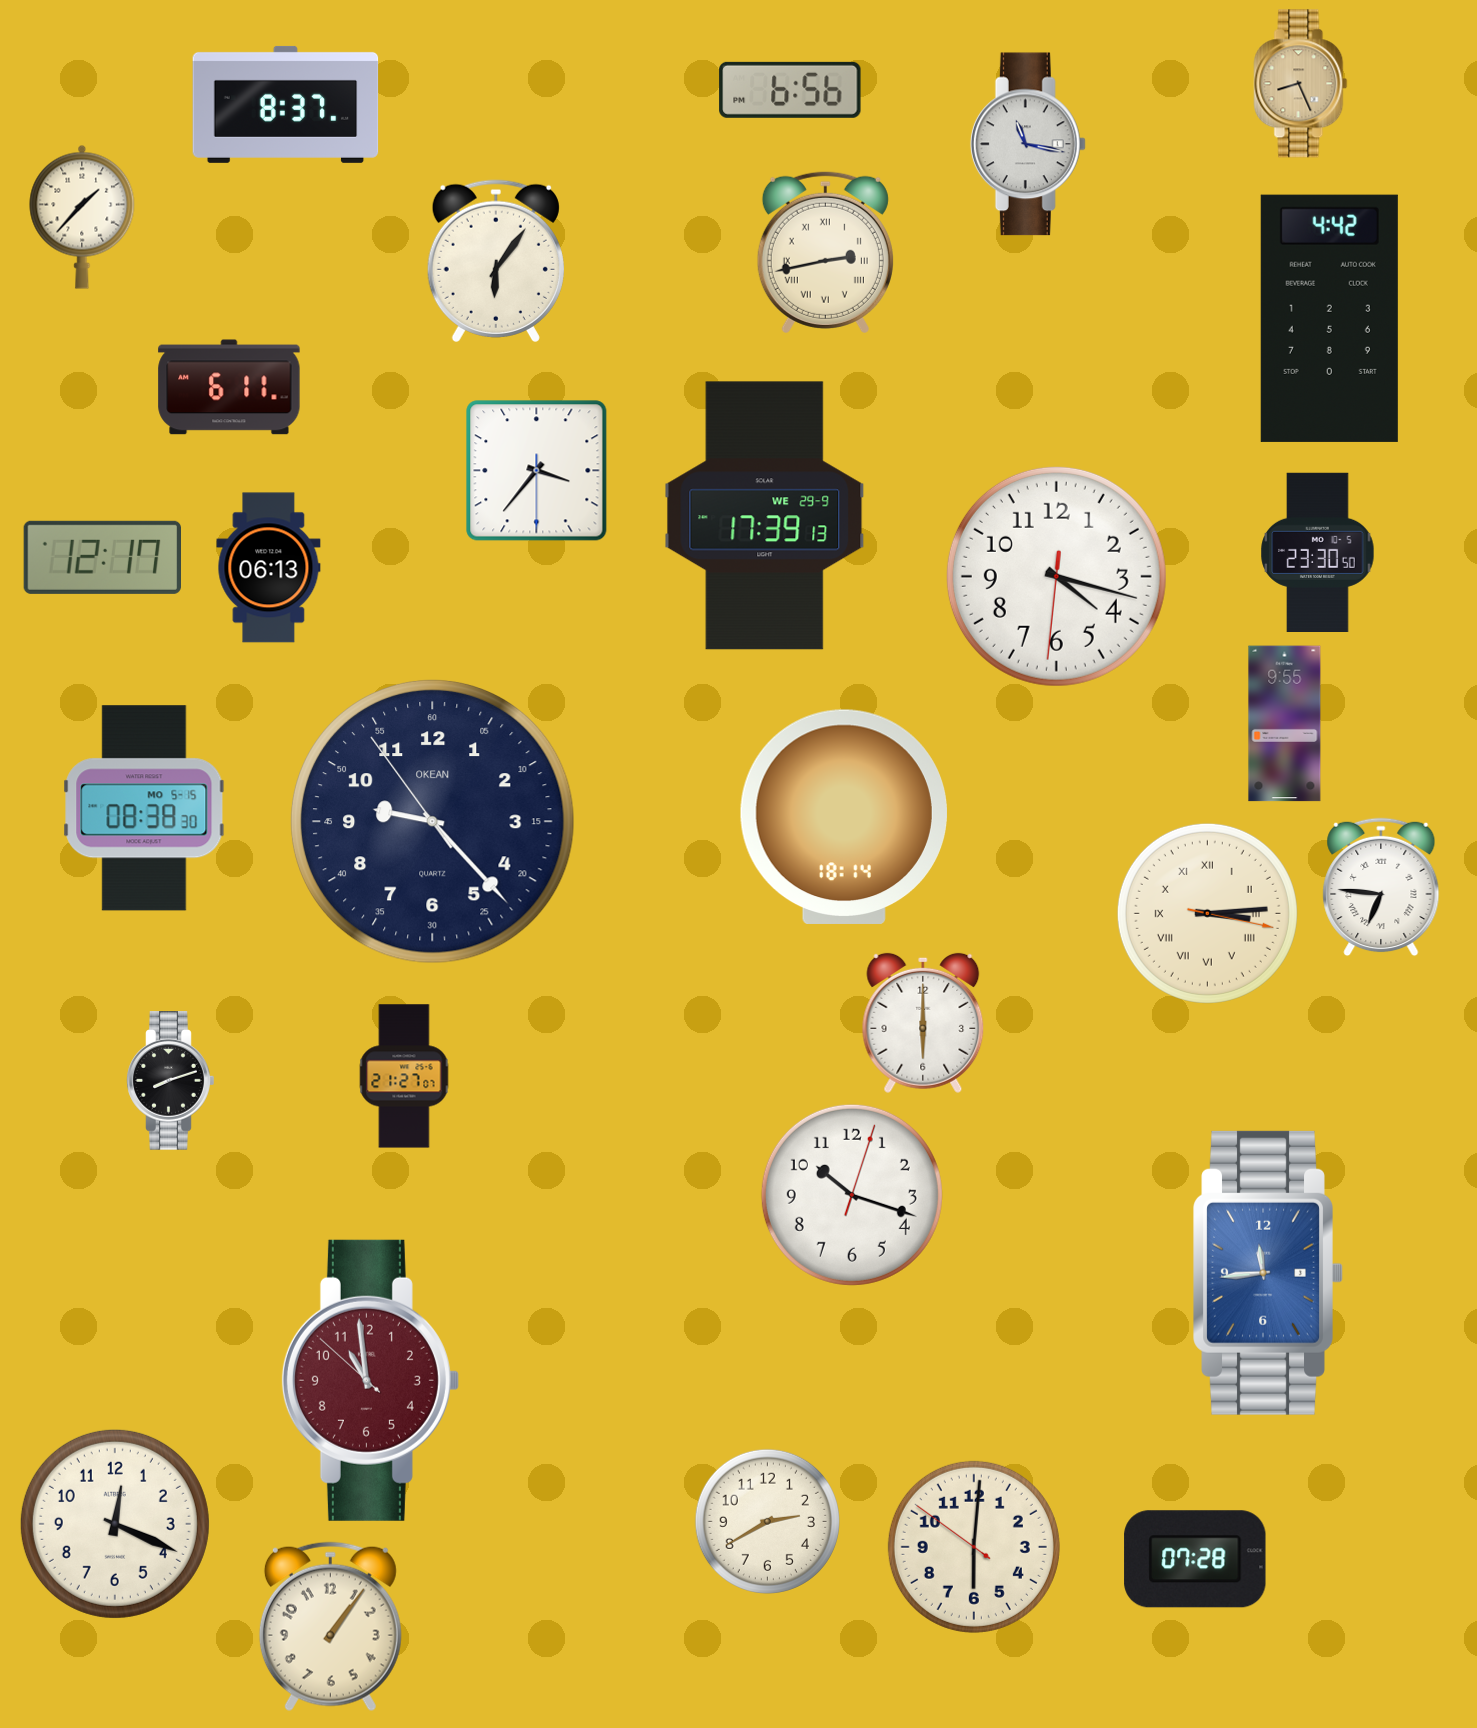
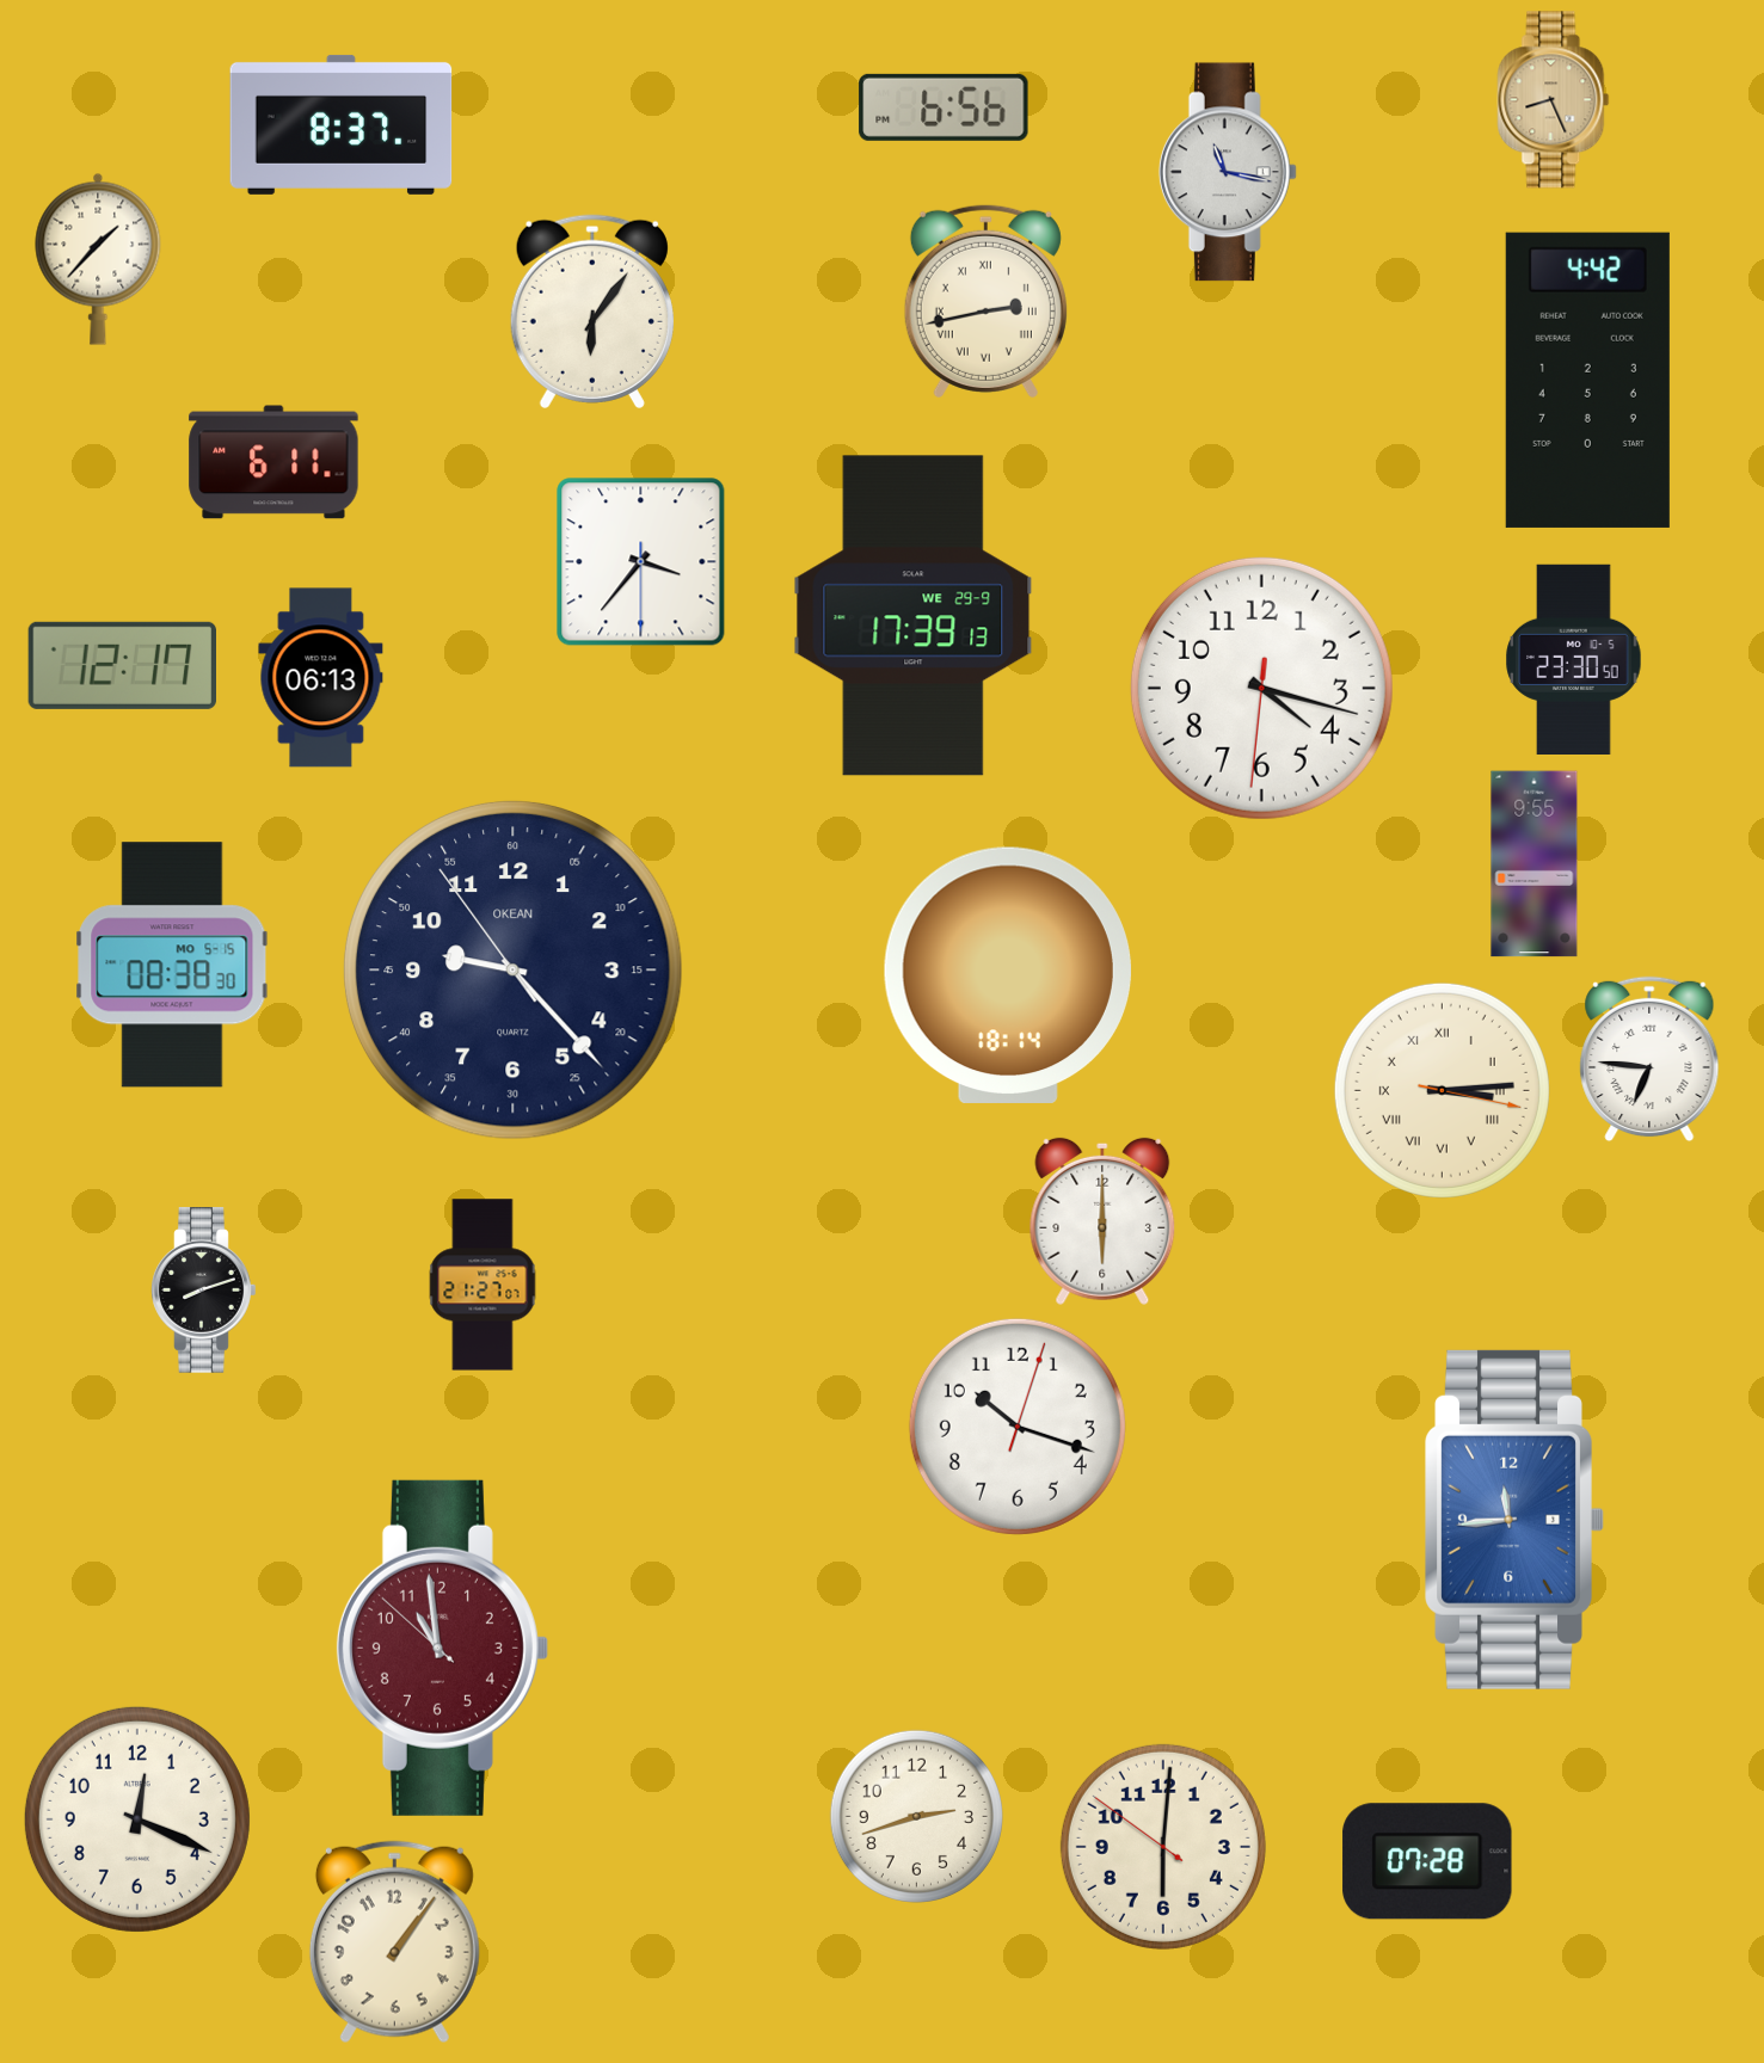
clock at (432, 821) position: (432, 821) -> (512, 969)
clock at (767, 1521): 2:40 -> 2:42
